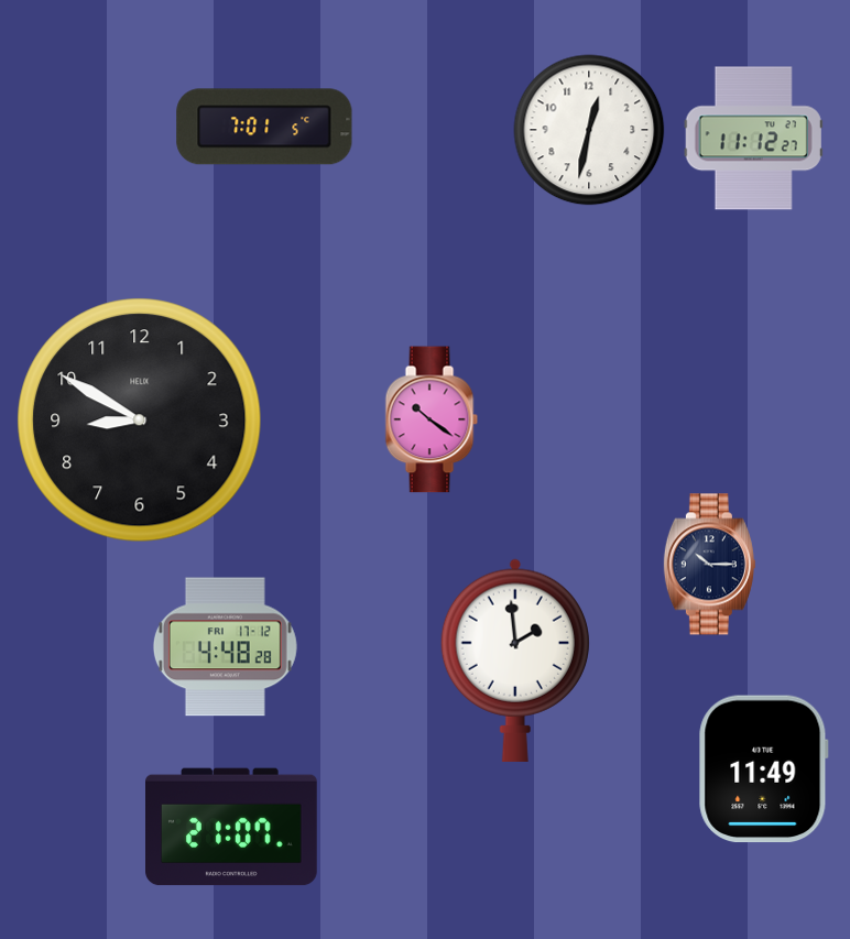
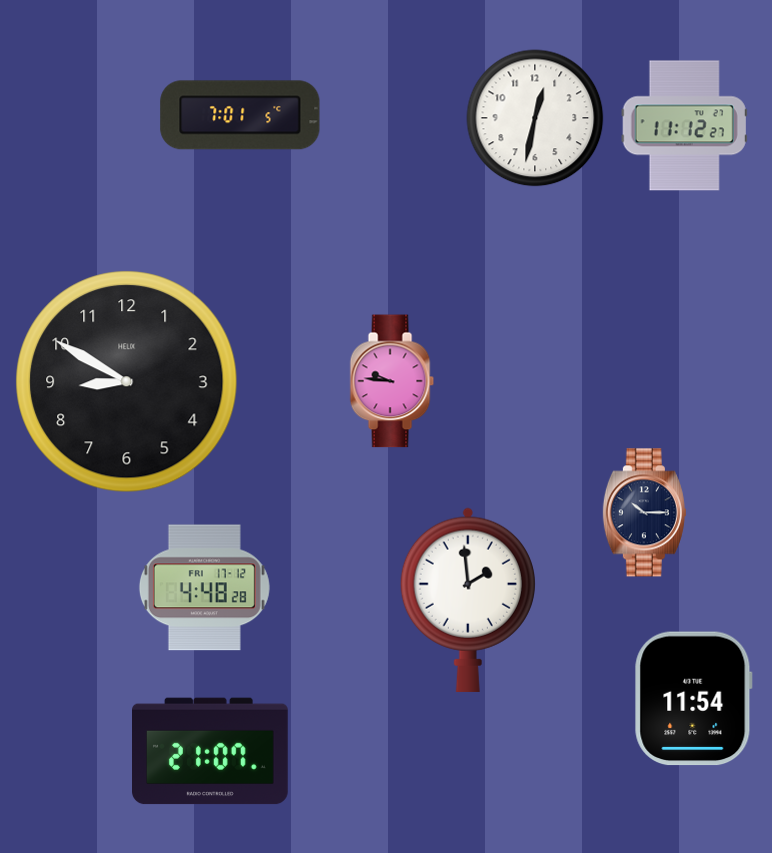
clock at (432, 419): 10:21 -> 9:46
clock at (763, 769): 11:49 -> 11:54
